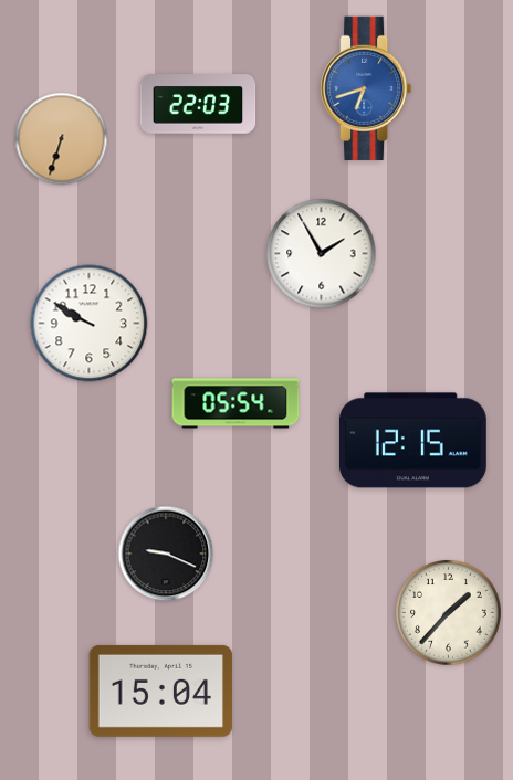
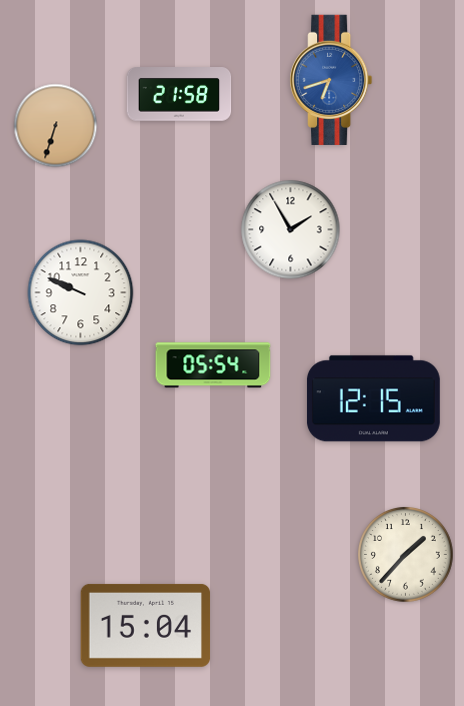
clock at (198, 105): 22:03 -> 21:58
clock at (90, 324): 9:50 -> 9:49
clock at (166, 554): 9:19 -> none
